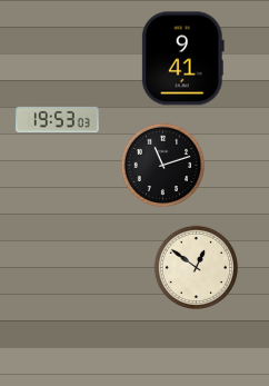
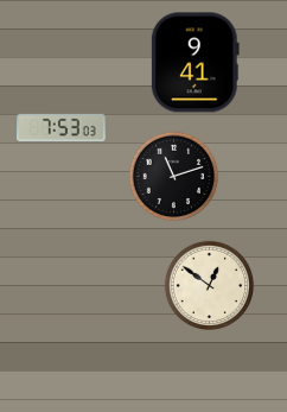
clock at (58, 119): 19:53 -> 7:53
